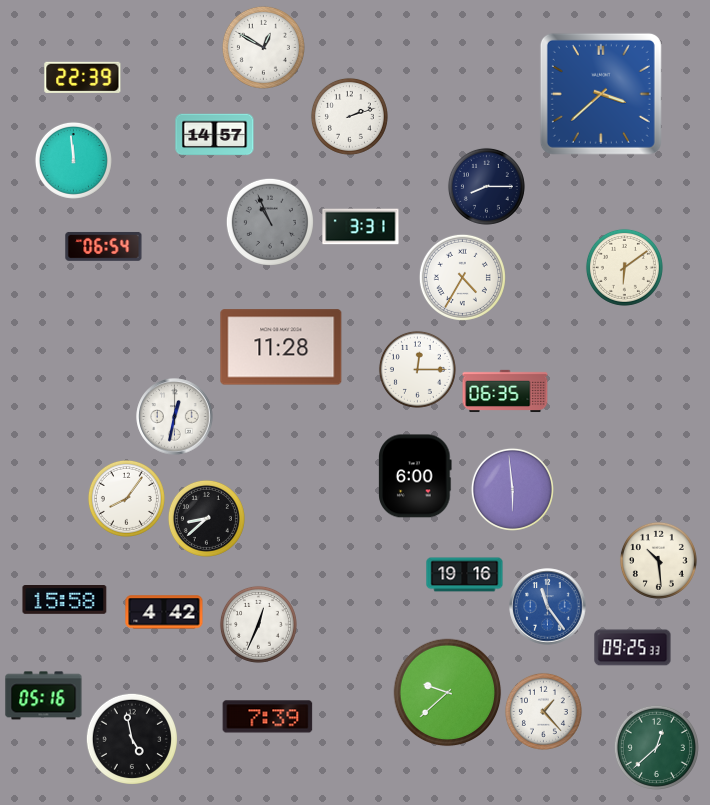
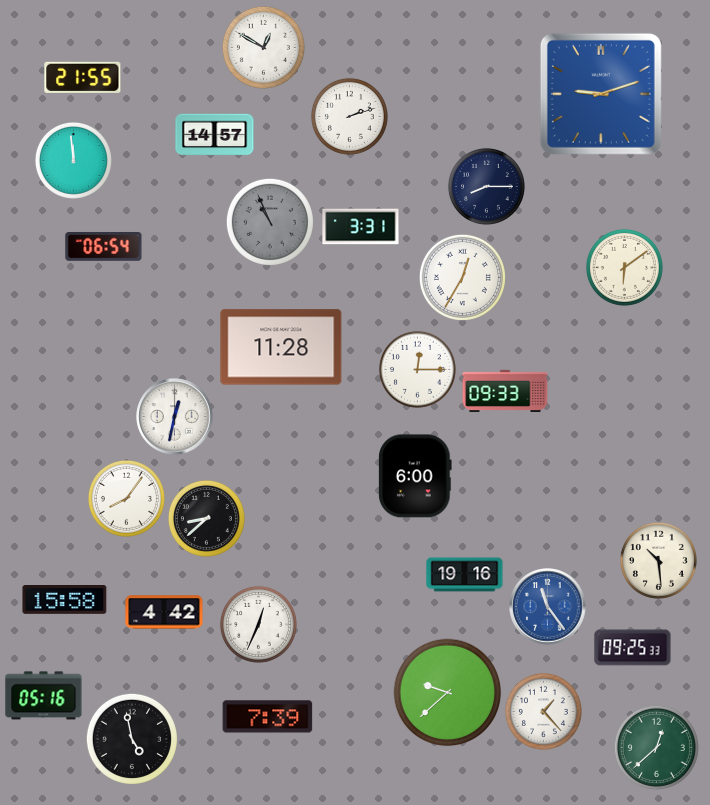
clock at (83, 77): 22:39 -> 21:55
clock at (601, 94): 3:38 -> 9:12
clock at (462, 277): 4:35 -> 12:35
clock at (505, 391): 06:35 -> 09:33
clock at (512, 489): 5:59 -> none
